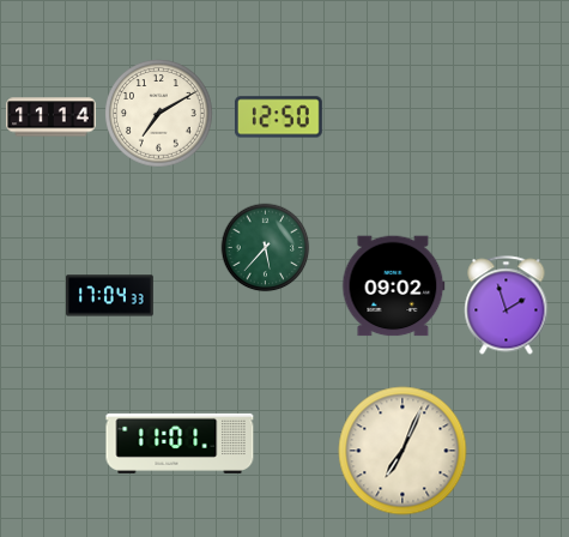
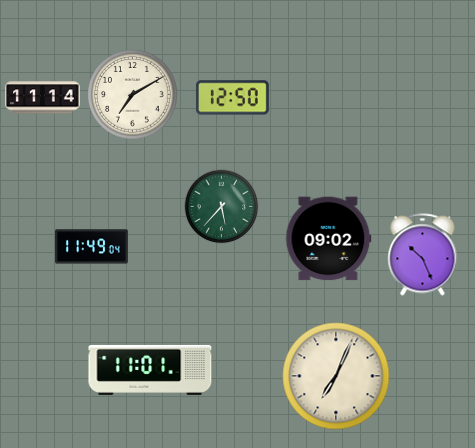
clock at (110, 296): 17:04 -> 11:49
clock at (507, 306): 1:57 -> 10:26
